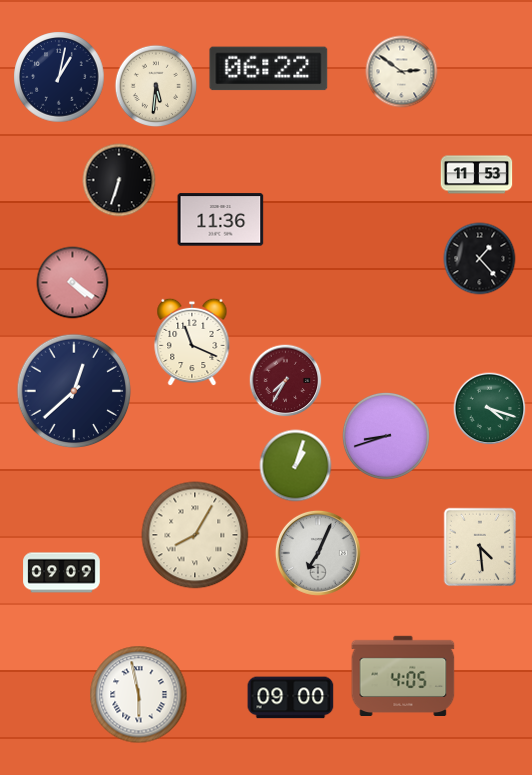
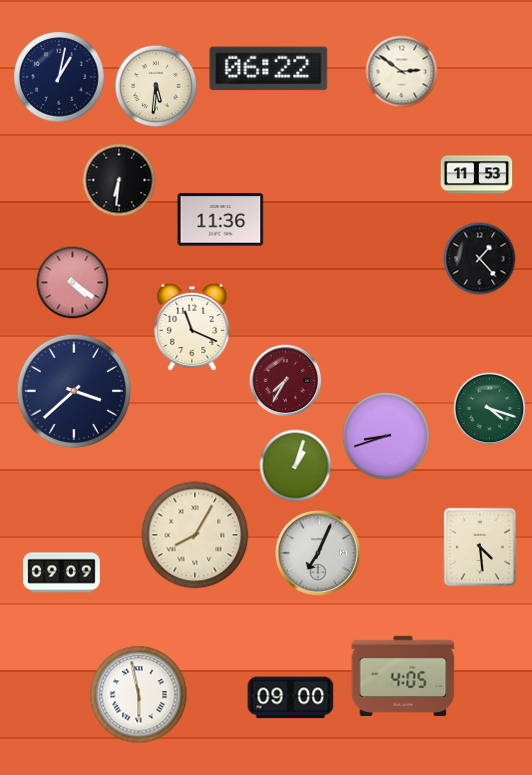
clock at (119, 180): 6:33 -> 6:31
clock at (192, 342) position: (192, 342) -> (192, 327)
clock at (74, 391): 12:38 -> 3:38
